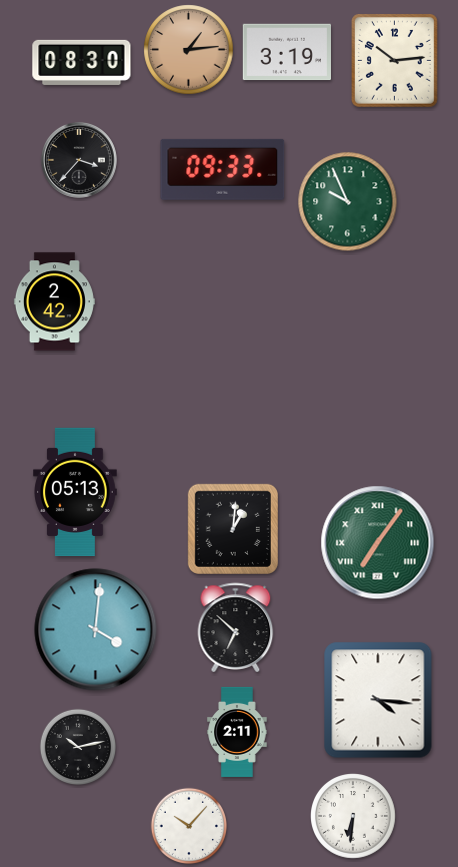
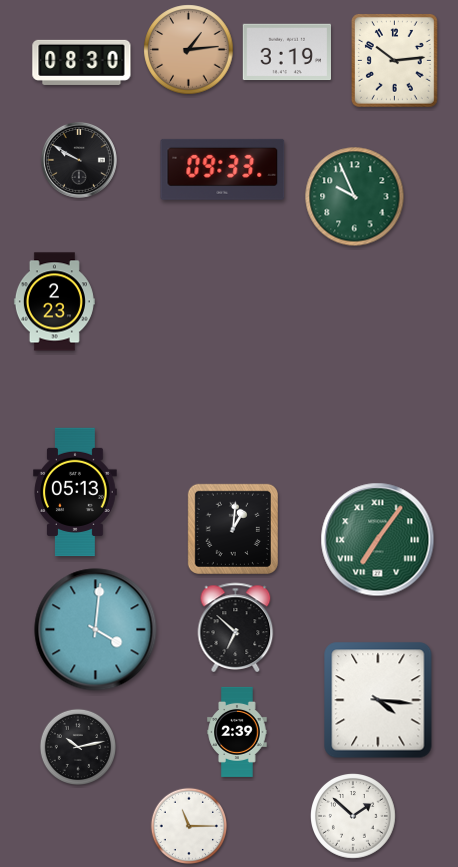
clock at (79, 160): 3:37 -> 9:50
clock at (348, 202) position: (348, 202) -> (355, 197)
clock at (54, 302): 2:42 -> 2:23
clock at (378, 543) position: (378, 543) -> (378, 540)
clock at (237, 732): 2:11 -> 2:39
clock at (354, 817): 6:31 -> 1:52
clock at (188, 825): 10:07 -> 11:15
